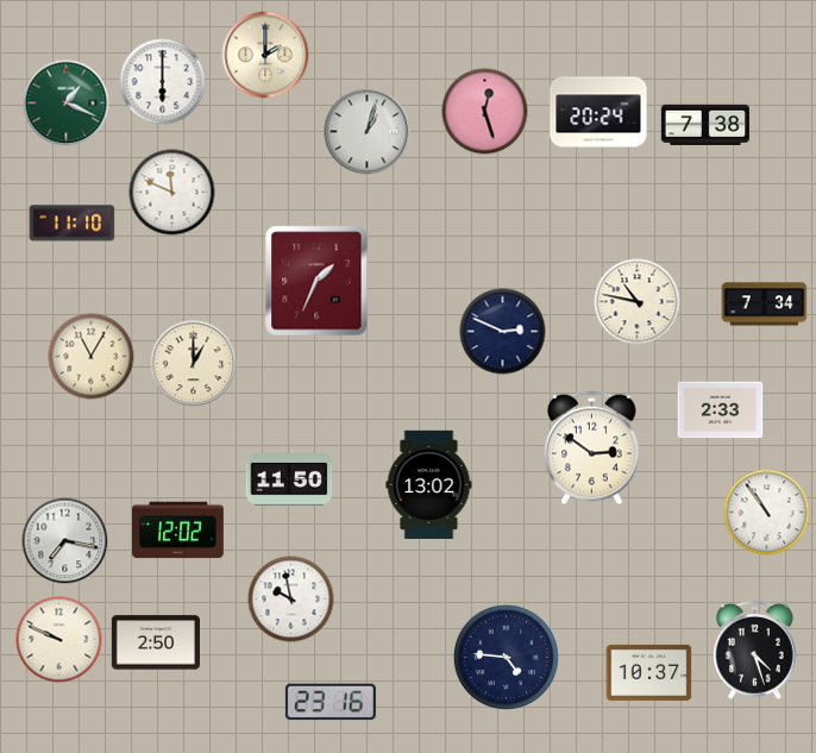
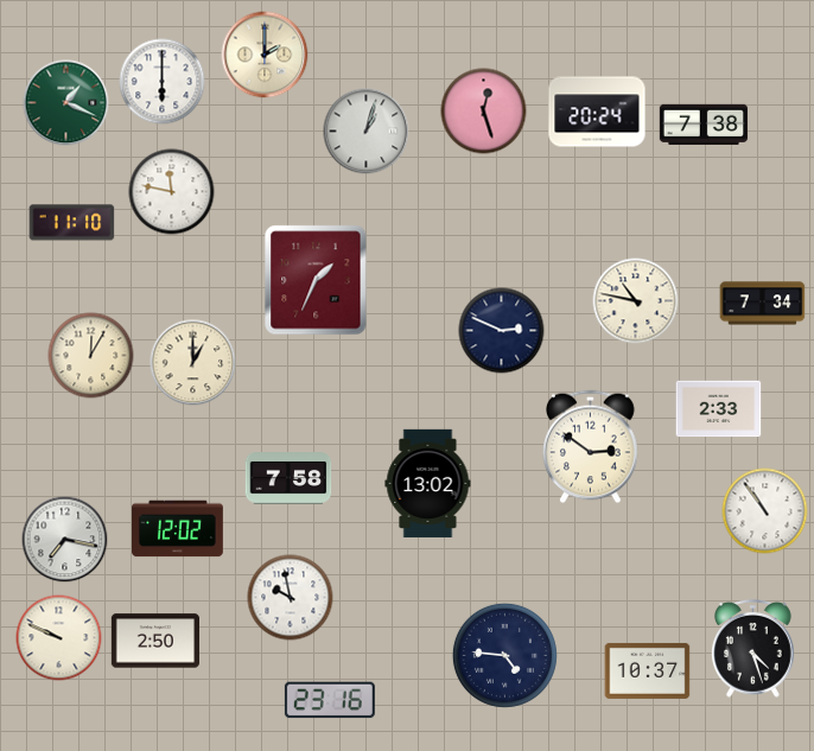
clock at (172, 193): 11:49 -> 11:47
clock at (92, 357): 11:05 -> 12:05
clock at (289, 479): 11:50 -> 7:58
